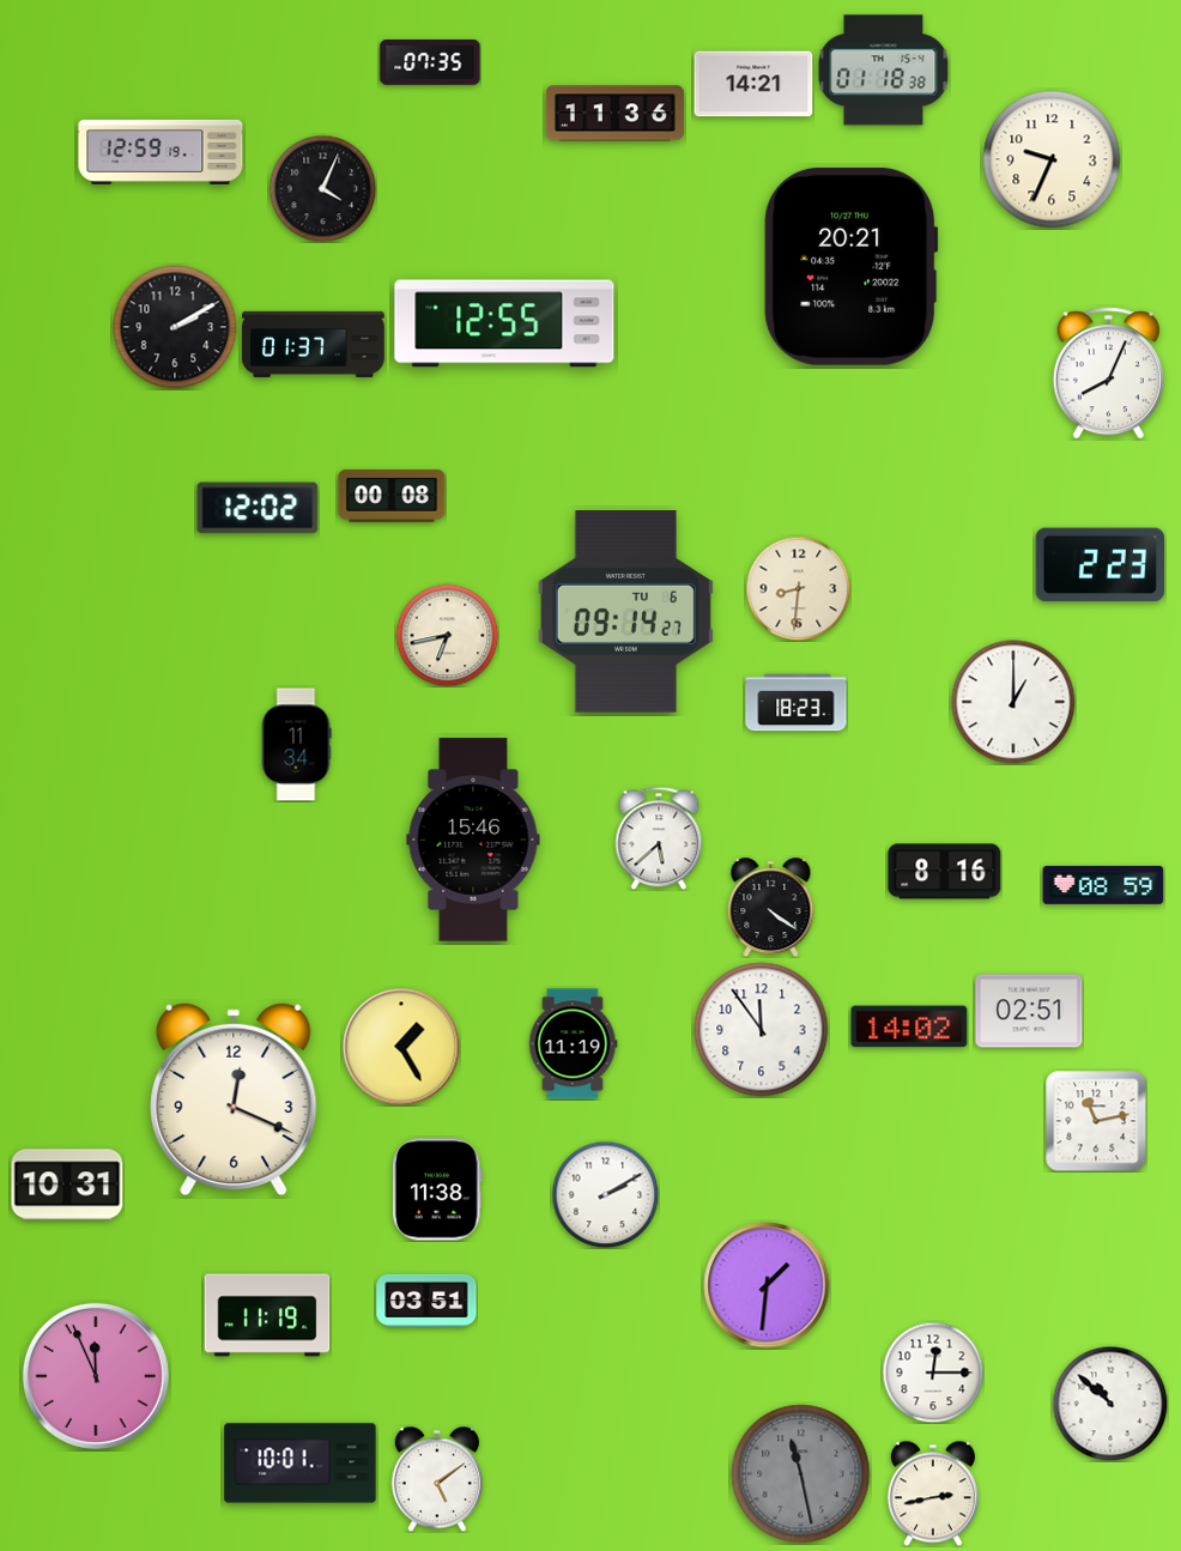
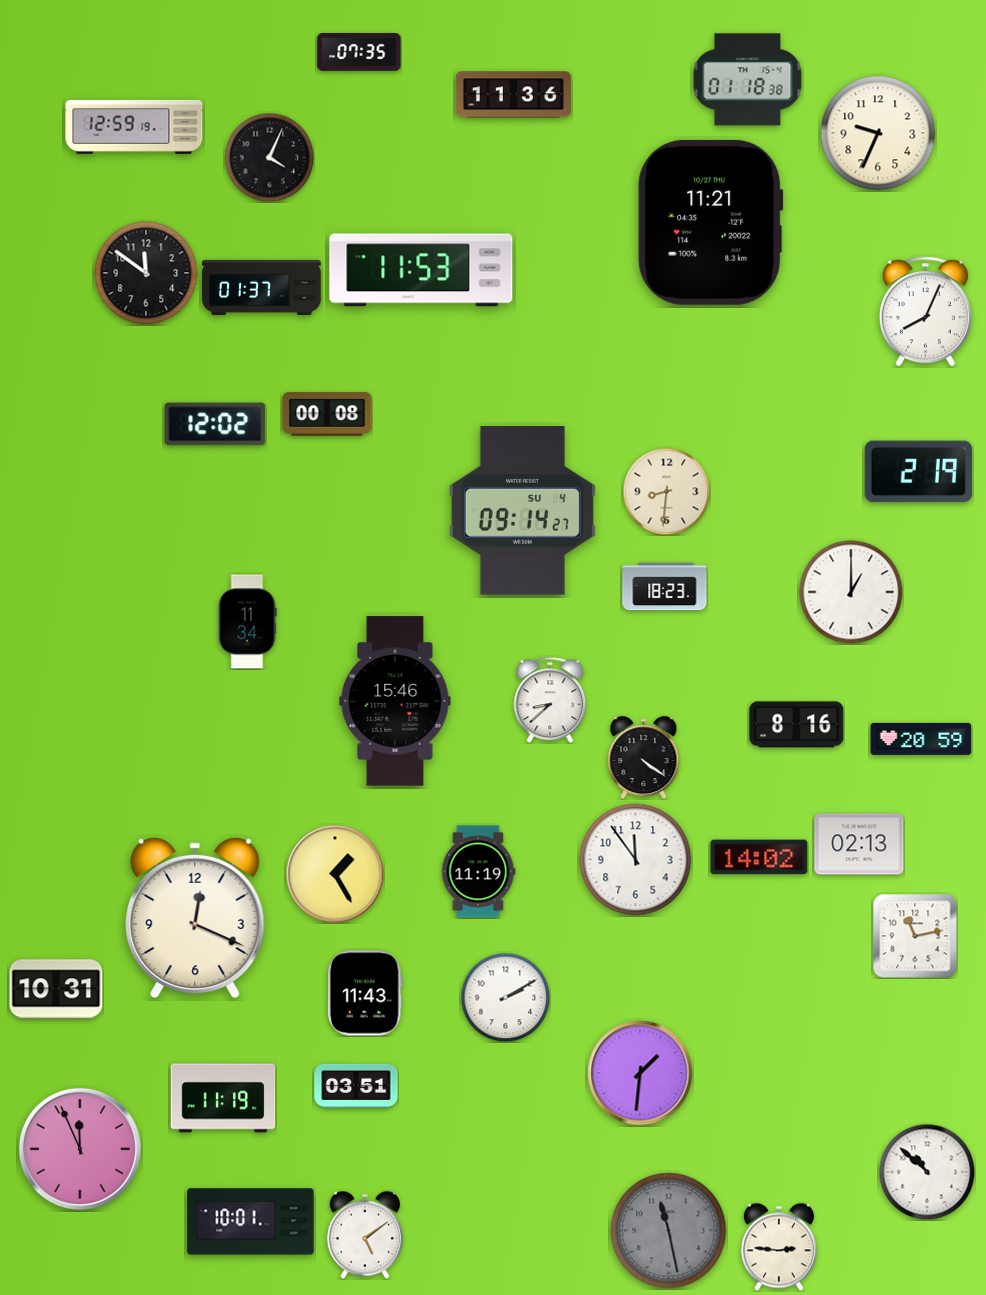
clock at (884, 71) position: (884, 71) -> (748, 80)
clock at (753, 84): 14:21 -> none
clock at (852, 266): 20:21 -> 11:21
clock at (504, 323): 12:55 -> 11:53
clock at (175, 327): 2:10 -> 11:51
clock at (1100, 565): 2:23 -> 2:19
clock at (625, 612) date: TU 6 -> SU 4
clock at (447, 635): 6:43 -> none
clock at (1013, 702) position: (1013, 702) -> (851, 592)
clock at (659, 838): 5:38 -> 8:38
clock at (945, 872) position: (945, 872) -> (797, 725)
clock at (1103, 885): 08:59 -> 20:59
clock at (1029, 1011): 02:51 -> 02:13
clock at (437, 1189): 11:38 -> 11:43
clock at (933, 1373): 12:15 -> none
clock at (933, 1494): 2:43 -> 2:46
